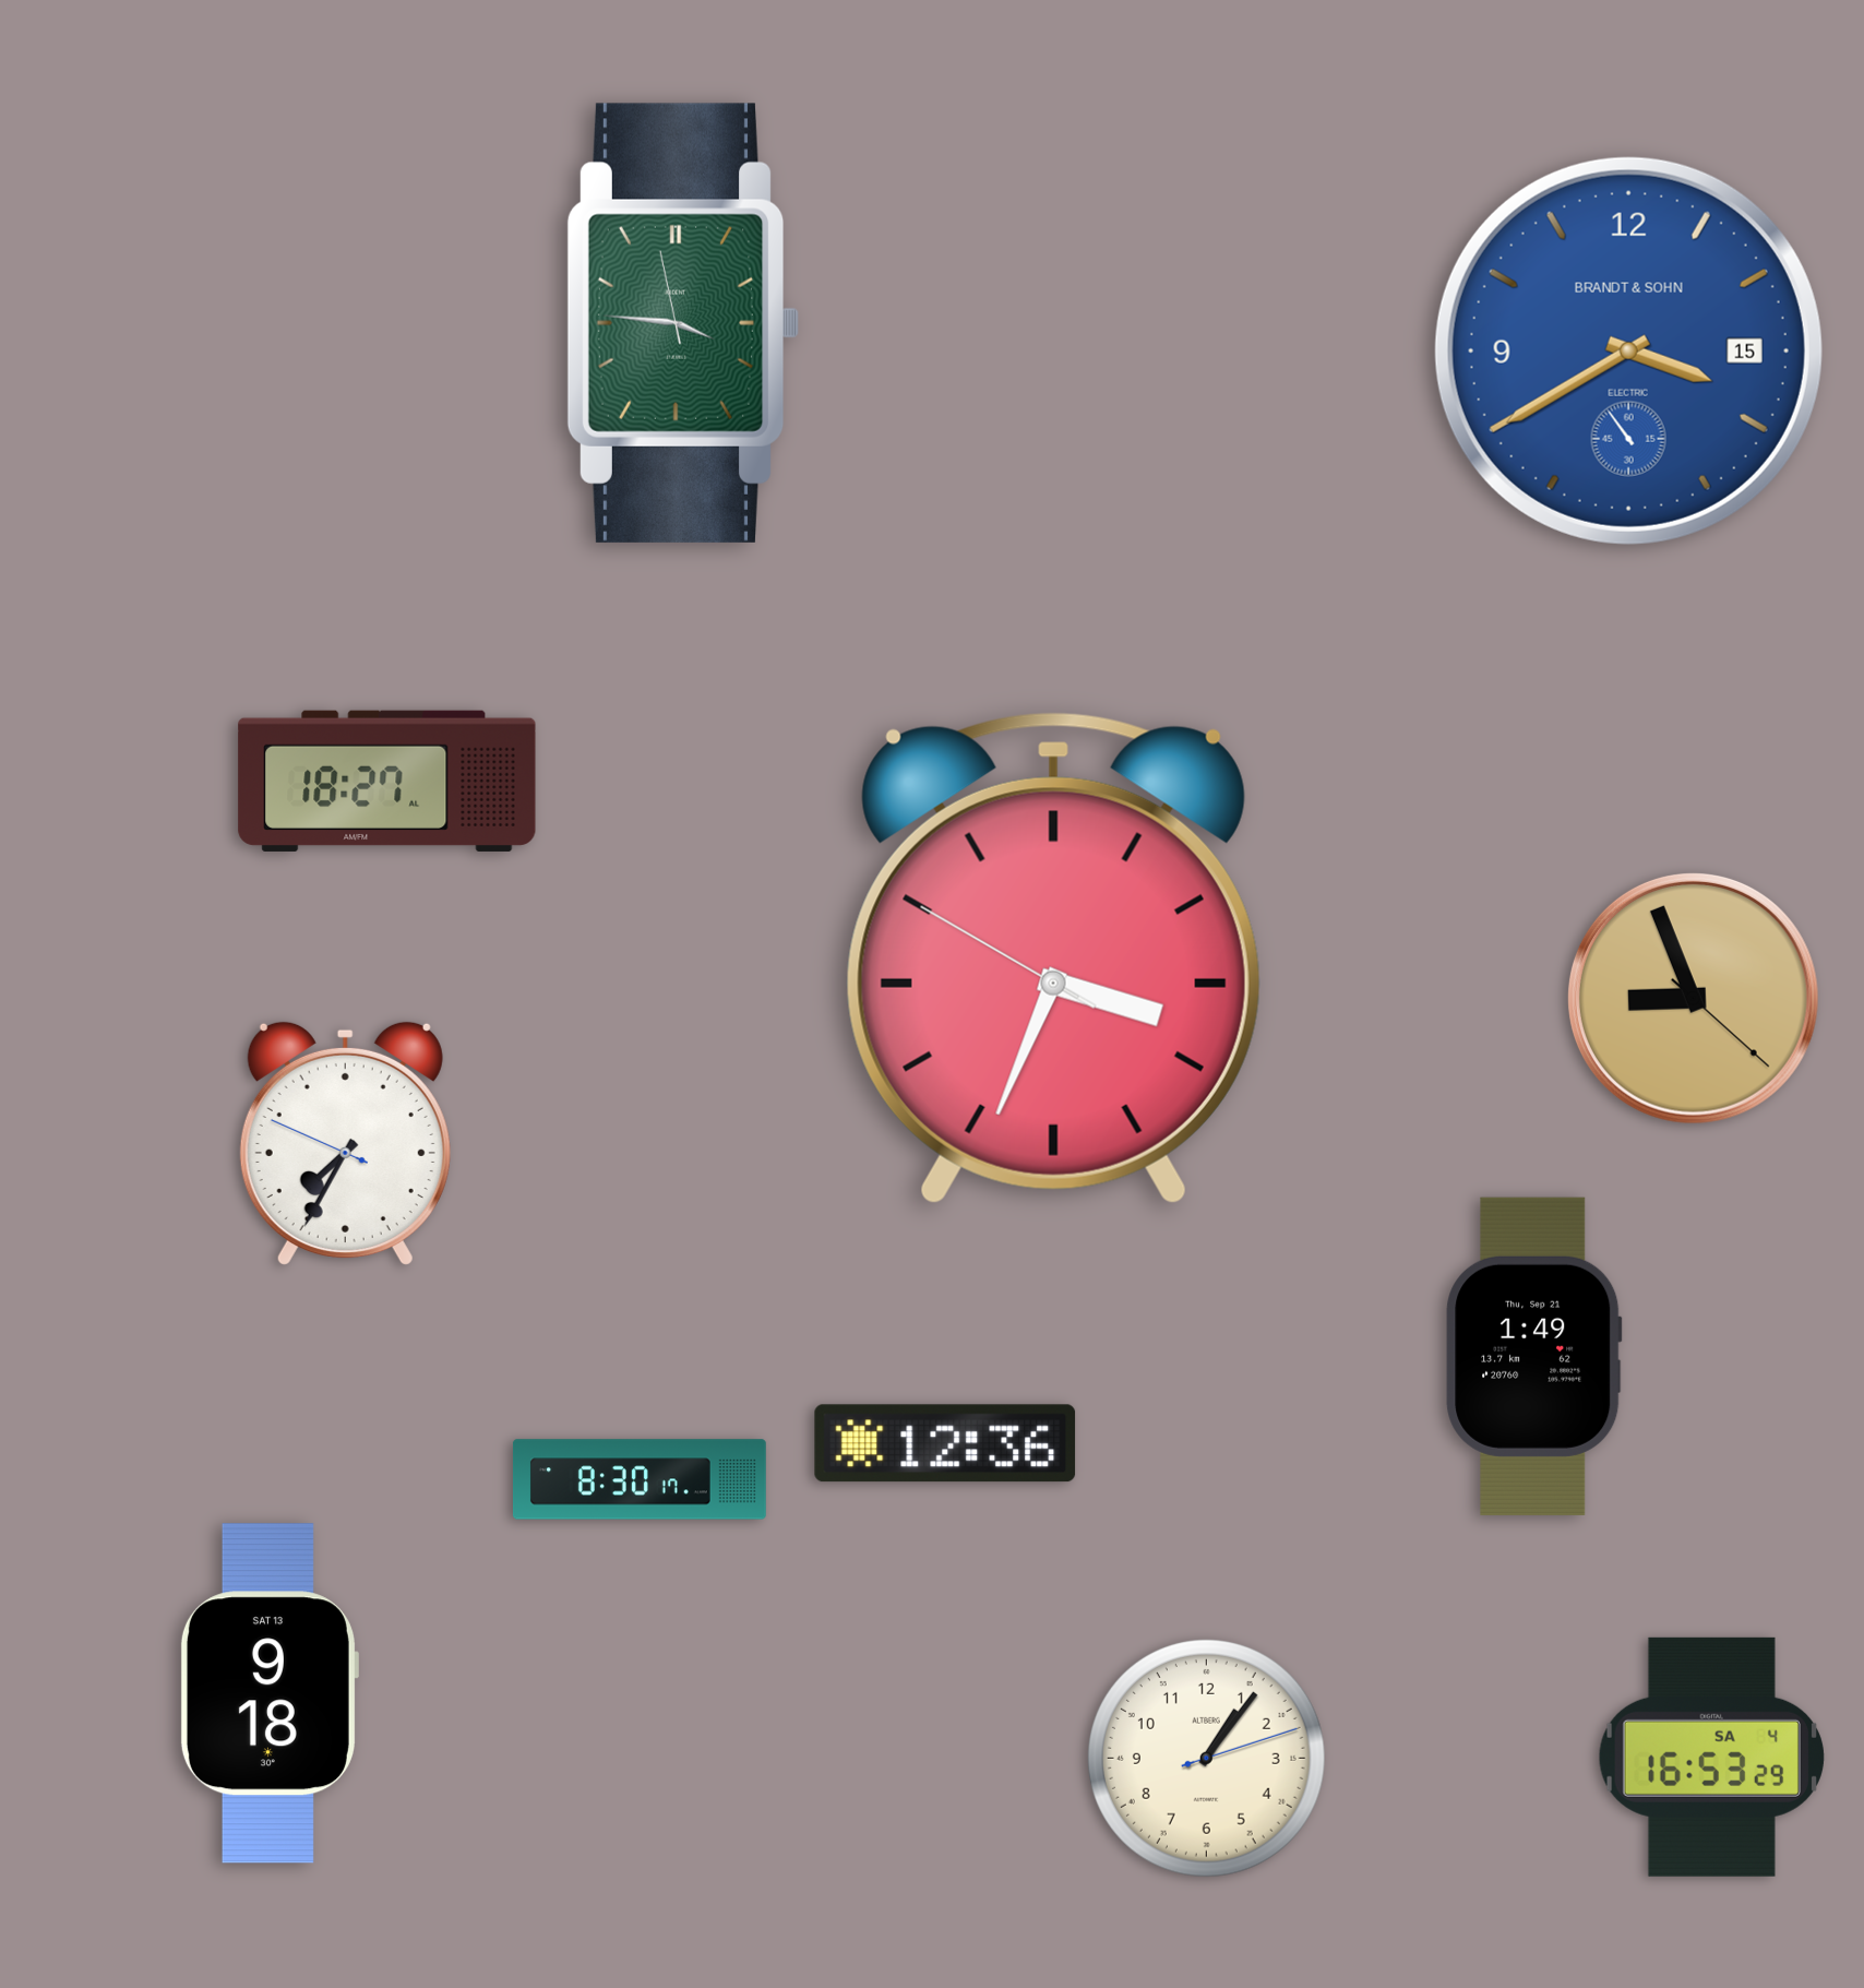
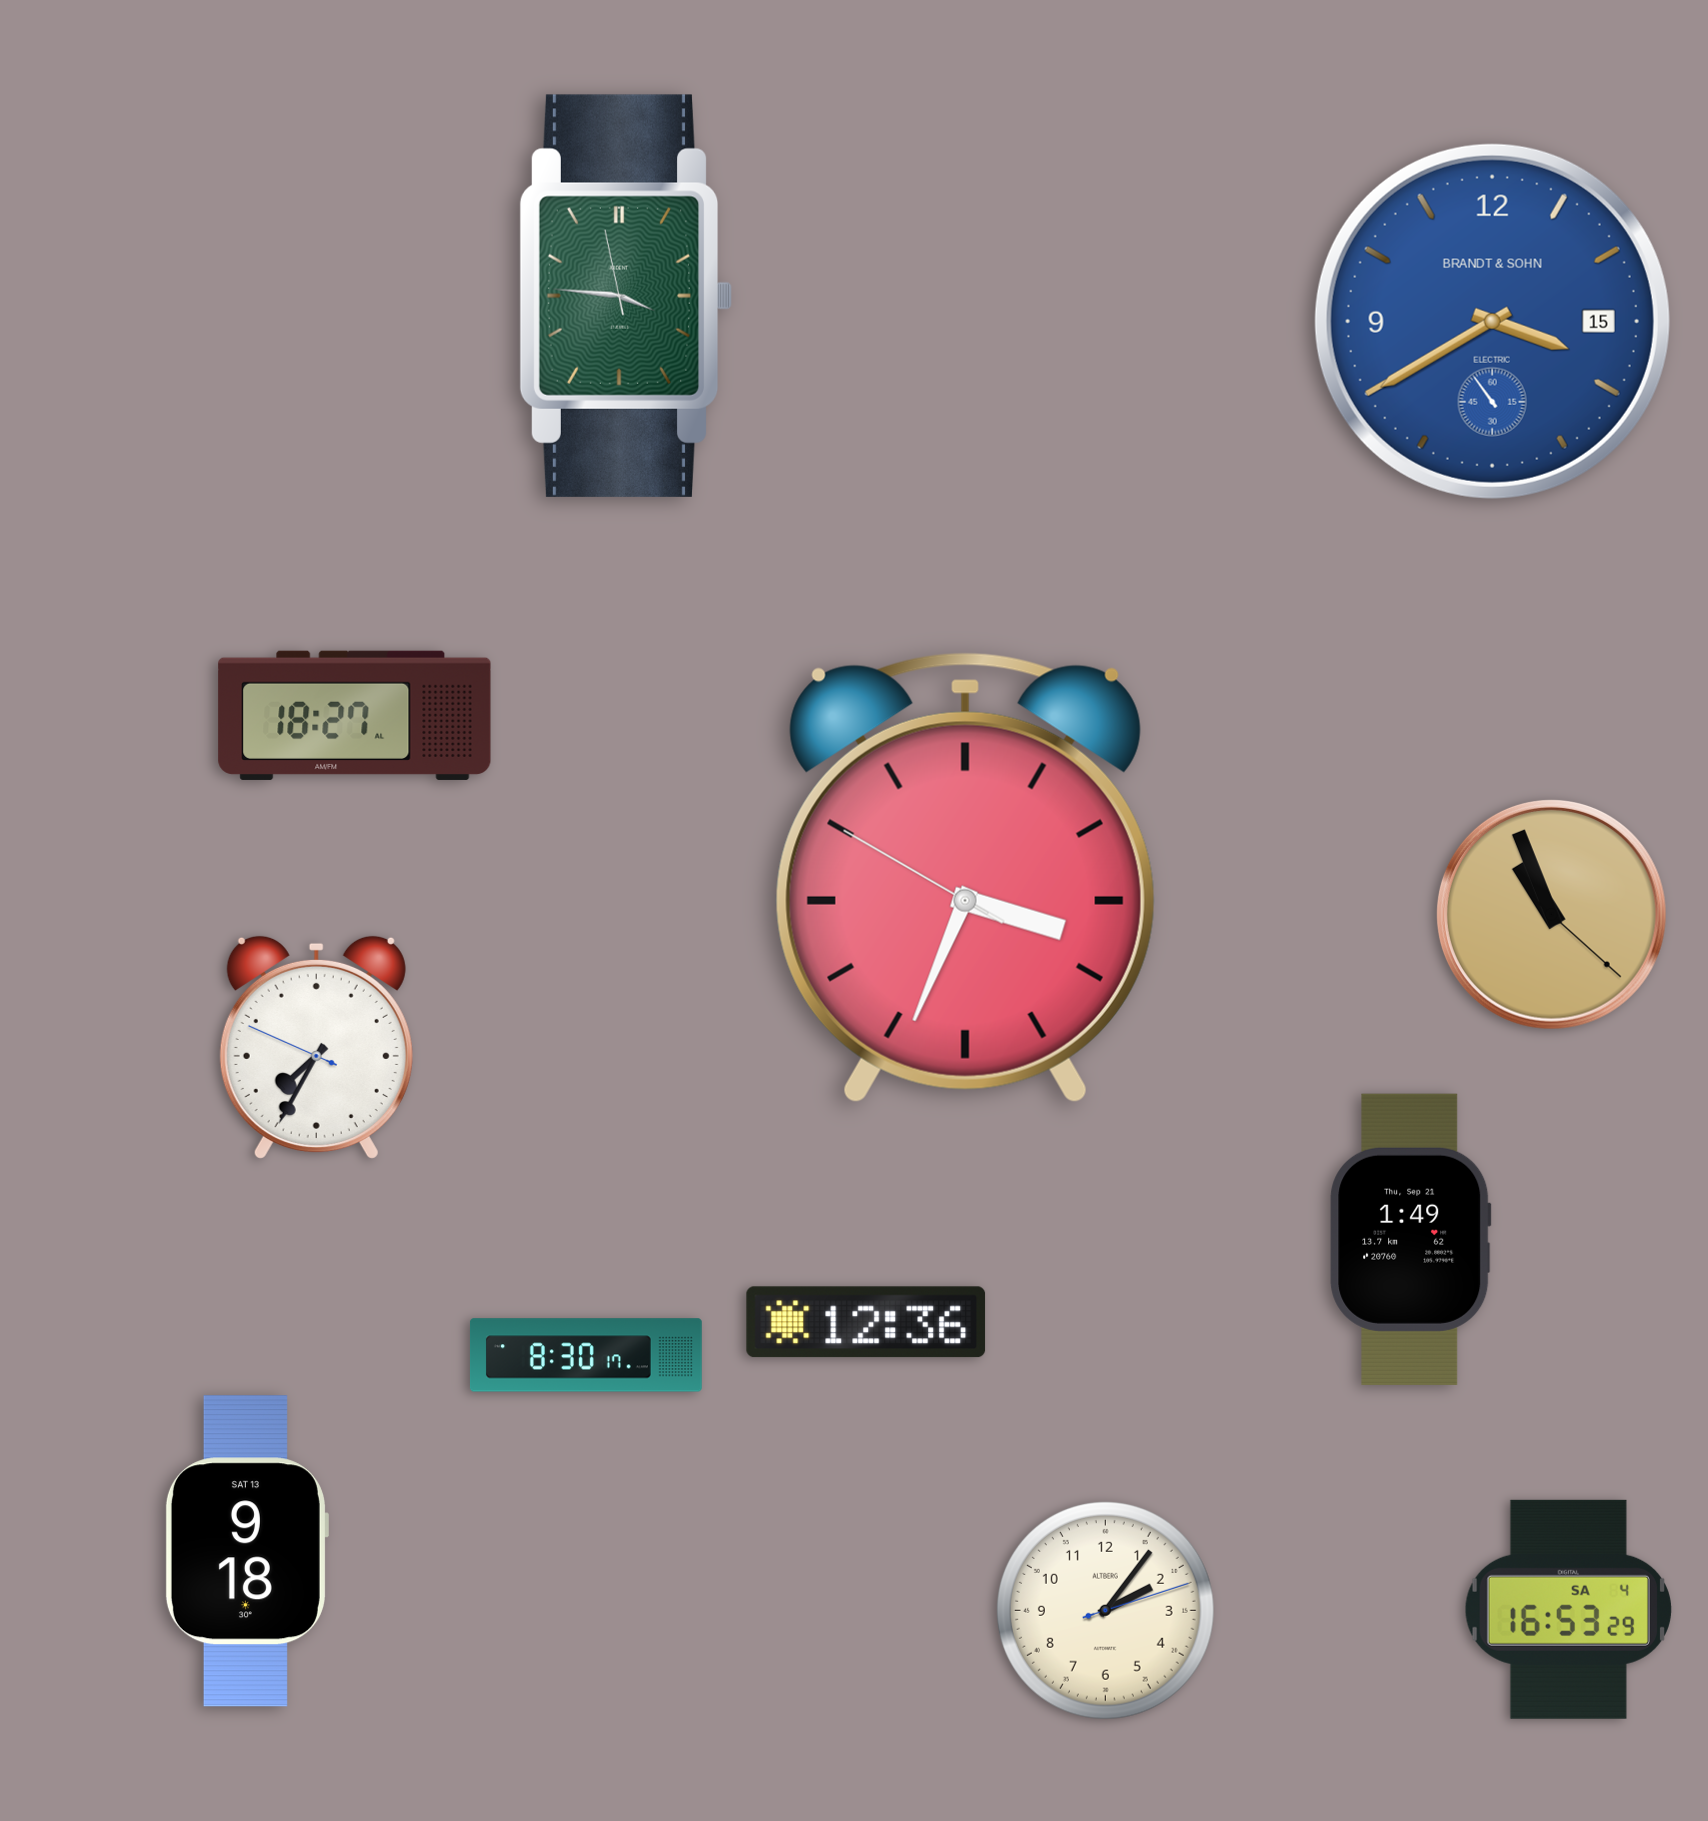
clock at (1693, 998): 8:56 -> 10:56
clock at (1534, 1356) position: (1534, 1356) -> (1411, 1239)
clock at (1206, 1758): 1:06 -> 2:06
